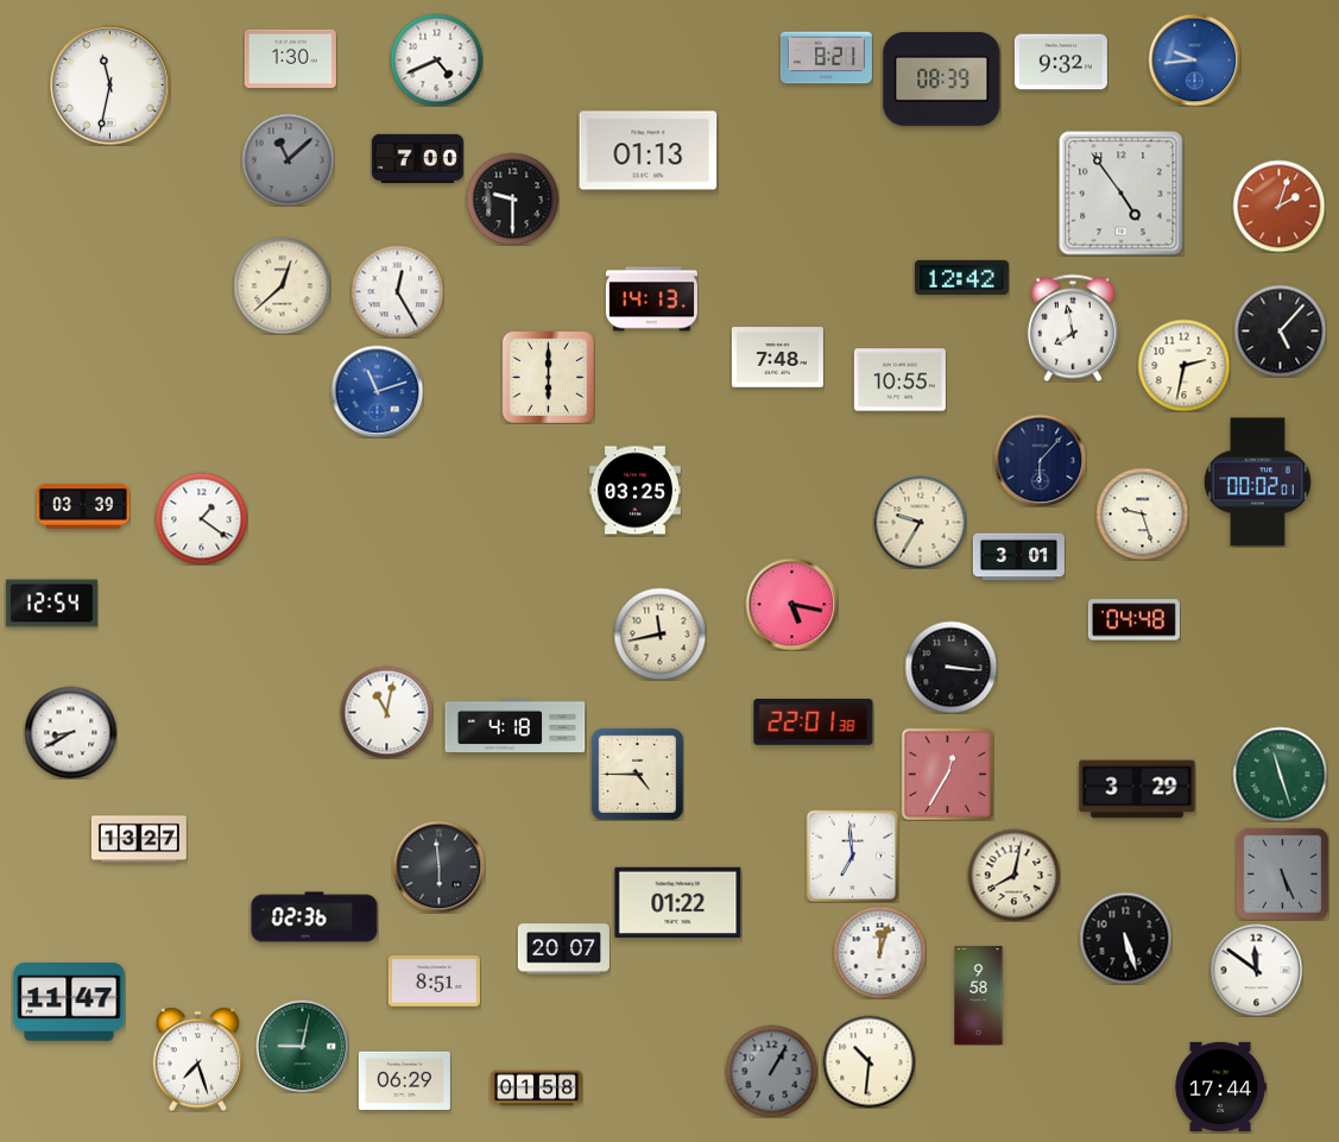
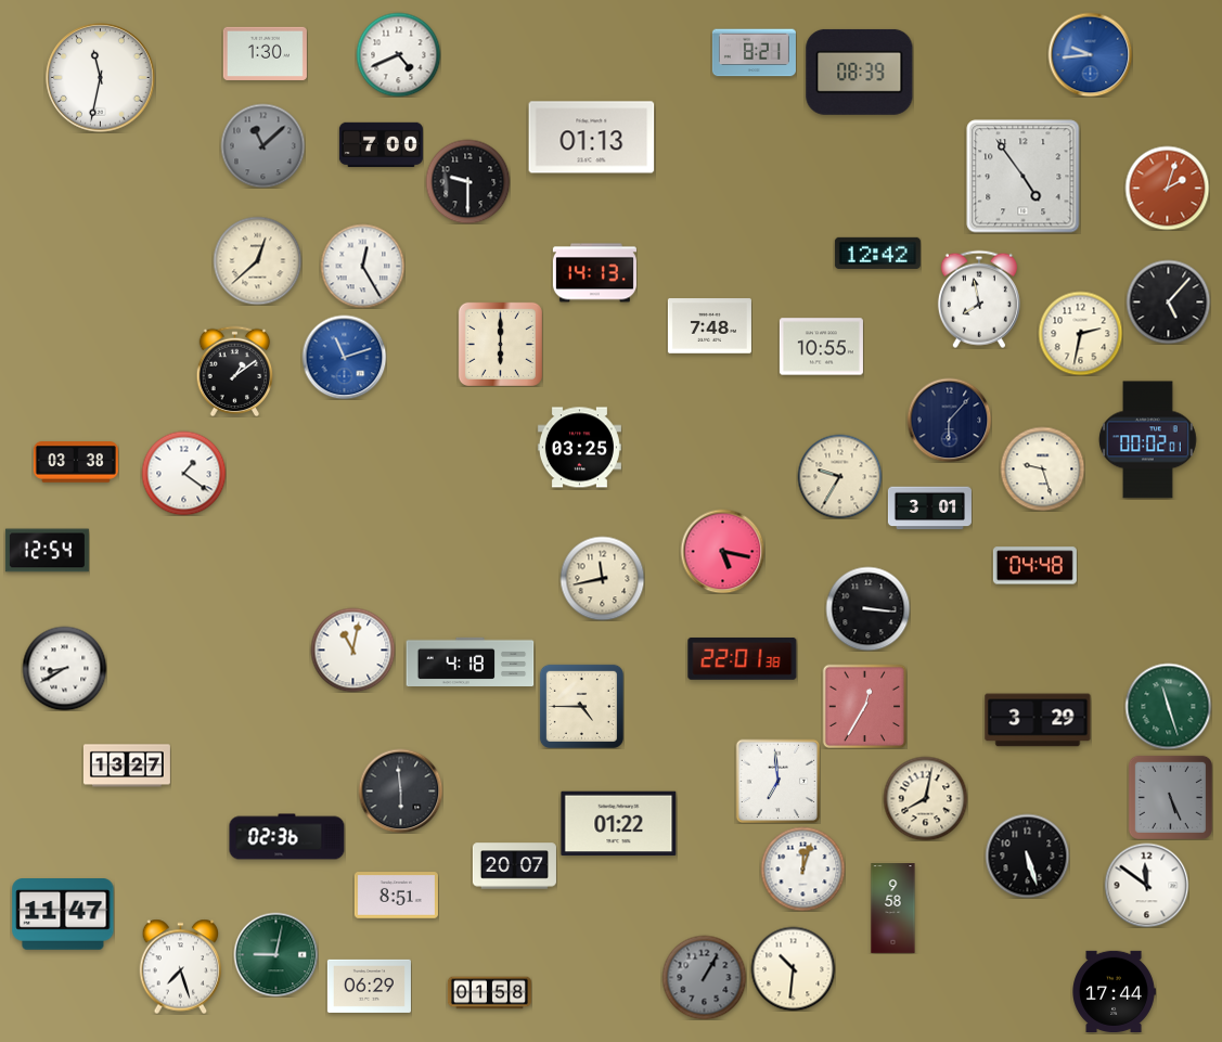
clock at (1061, 62): 9:32 -> none
clock at (235, 371): none -> 1:09
clock at (83, 506): 03:39 -> 03:38
